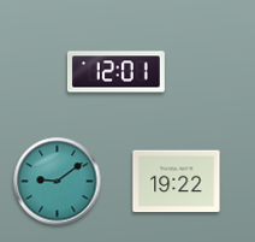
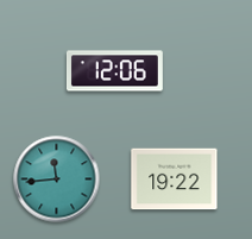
clock at (115, 72): 12:01 -> 12:06
clock at (58, 182): 9:09 -> 11:44
